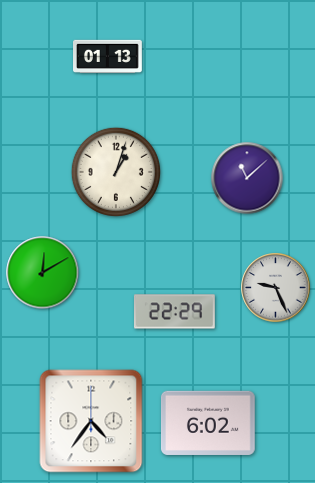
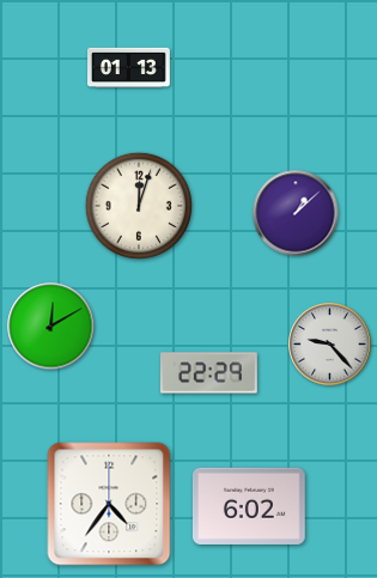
clock at (116, 172): 1:03 -> 12:03
clock at (247, 178): 11:08 -> 1:08
clock at (276, 288): 9:26 -> 9:23
